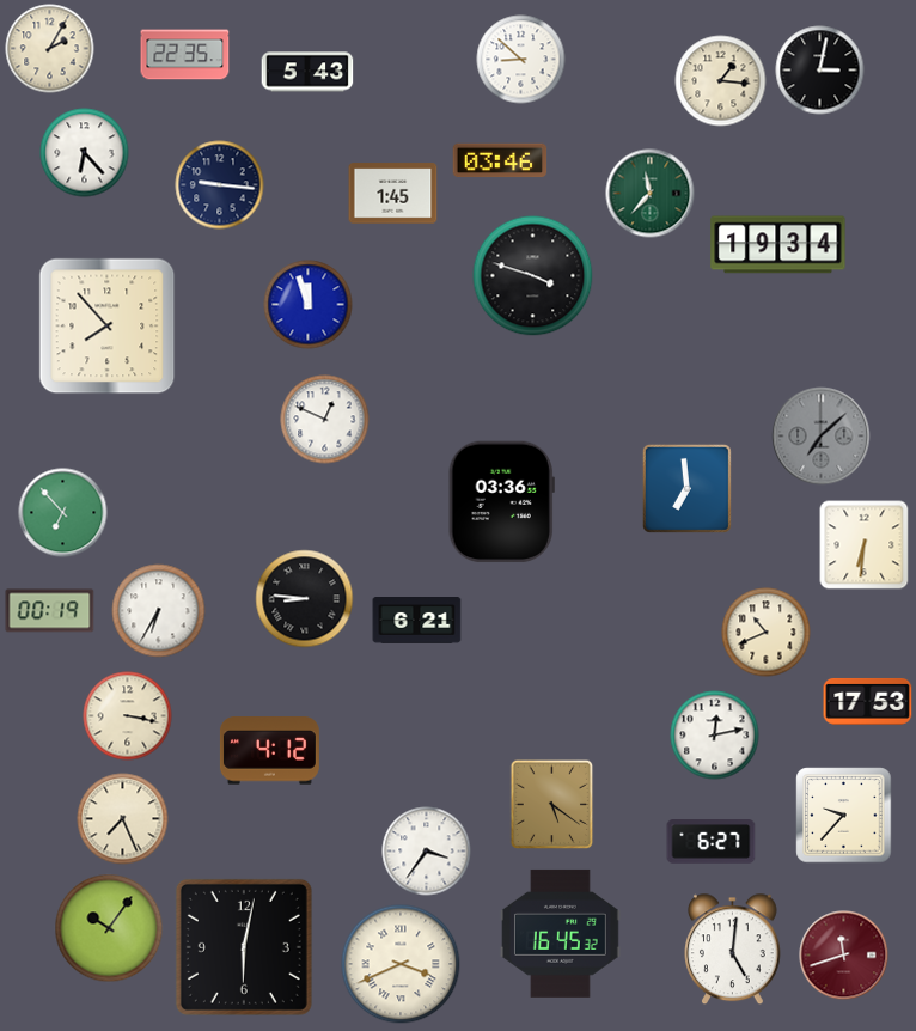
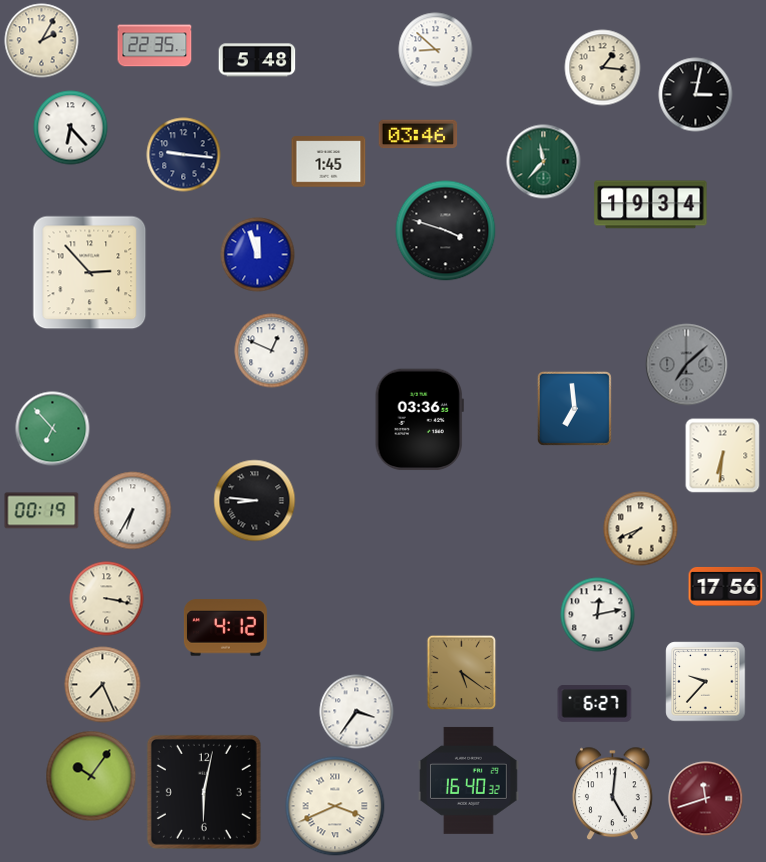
clock at (820, 71) position: (820, 71) -> (696, 95)
clock at (307, 72): 5:43 -> 5:48
clock at (108, 327): 7:53 -> 2:53
clock at (417, 621): 6:21 -> none
clock at (767, 633): 10:41 -> 7:41
clock at (868, 701): 17:53 -> 17:56
clock at (560, 933): 16:45 -> 16:40
